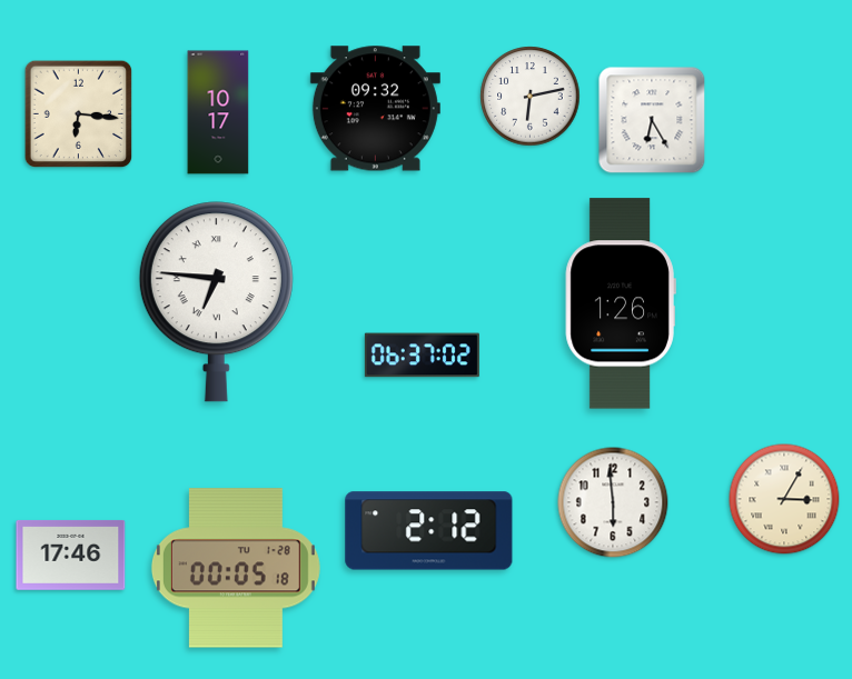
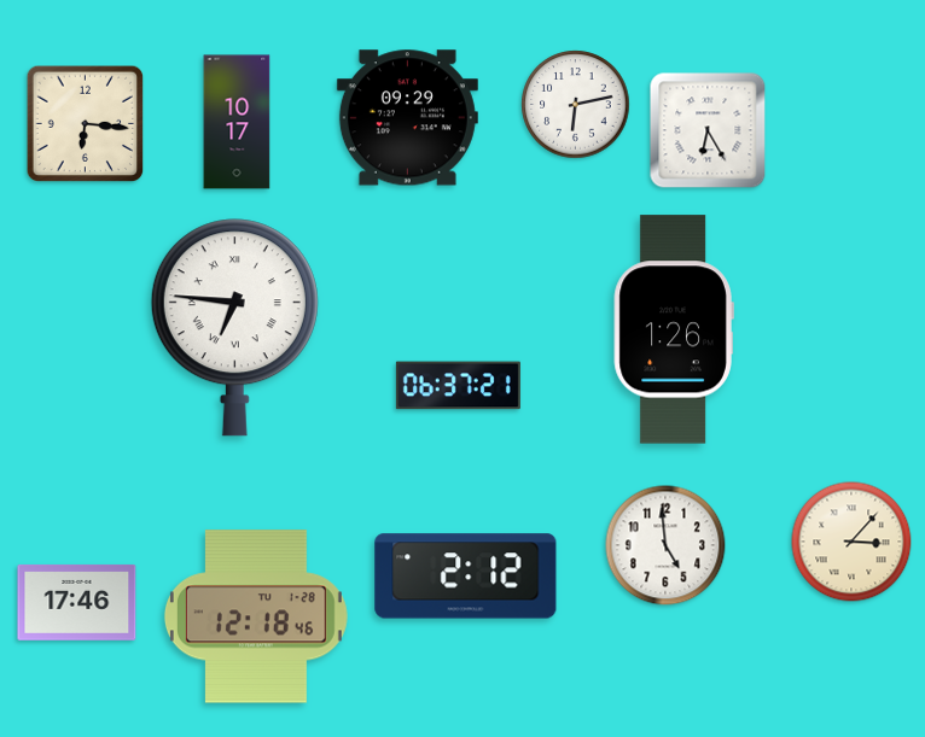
clock at (375, 109): 09:32 -> 09:29
clock at (422, 356): 06:37:02 -> 06:37:21
clock at (784, 499): 3:05 -> 3:07
clock at (613, 502): 5:59 -> 4:59
clock at (236, 568): 00:05 -> 12:18
